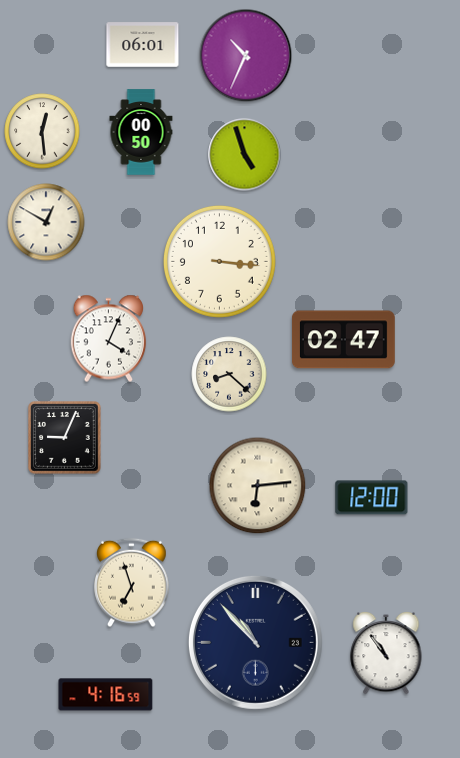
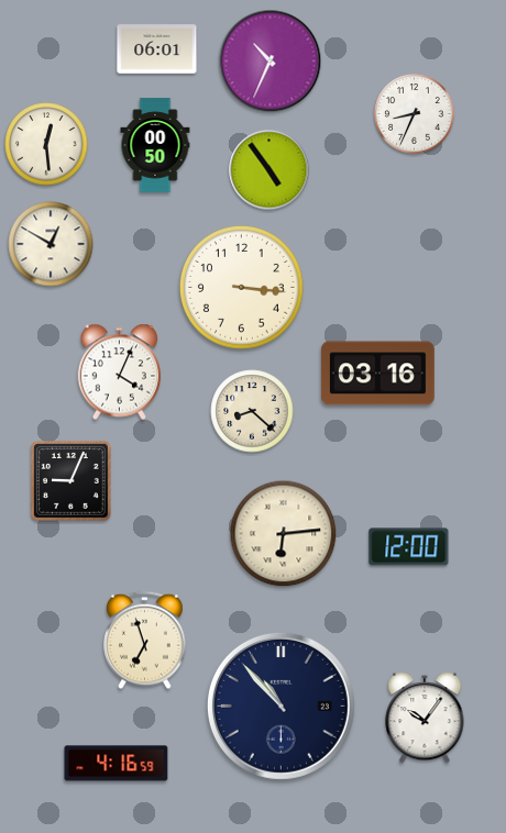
clock at (415, 114): none -> 8:34
clock at (245, 155): 4:57 -> 4:54
clock at (343, 340): 02:47 -> 03:16
clock at (386, 653): 10:54 -> 10:06
